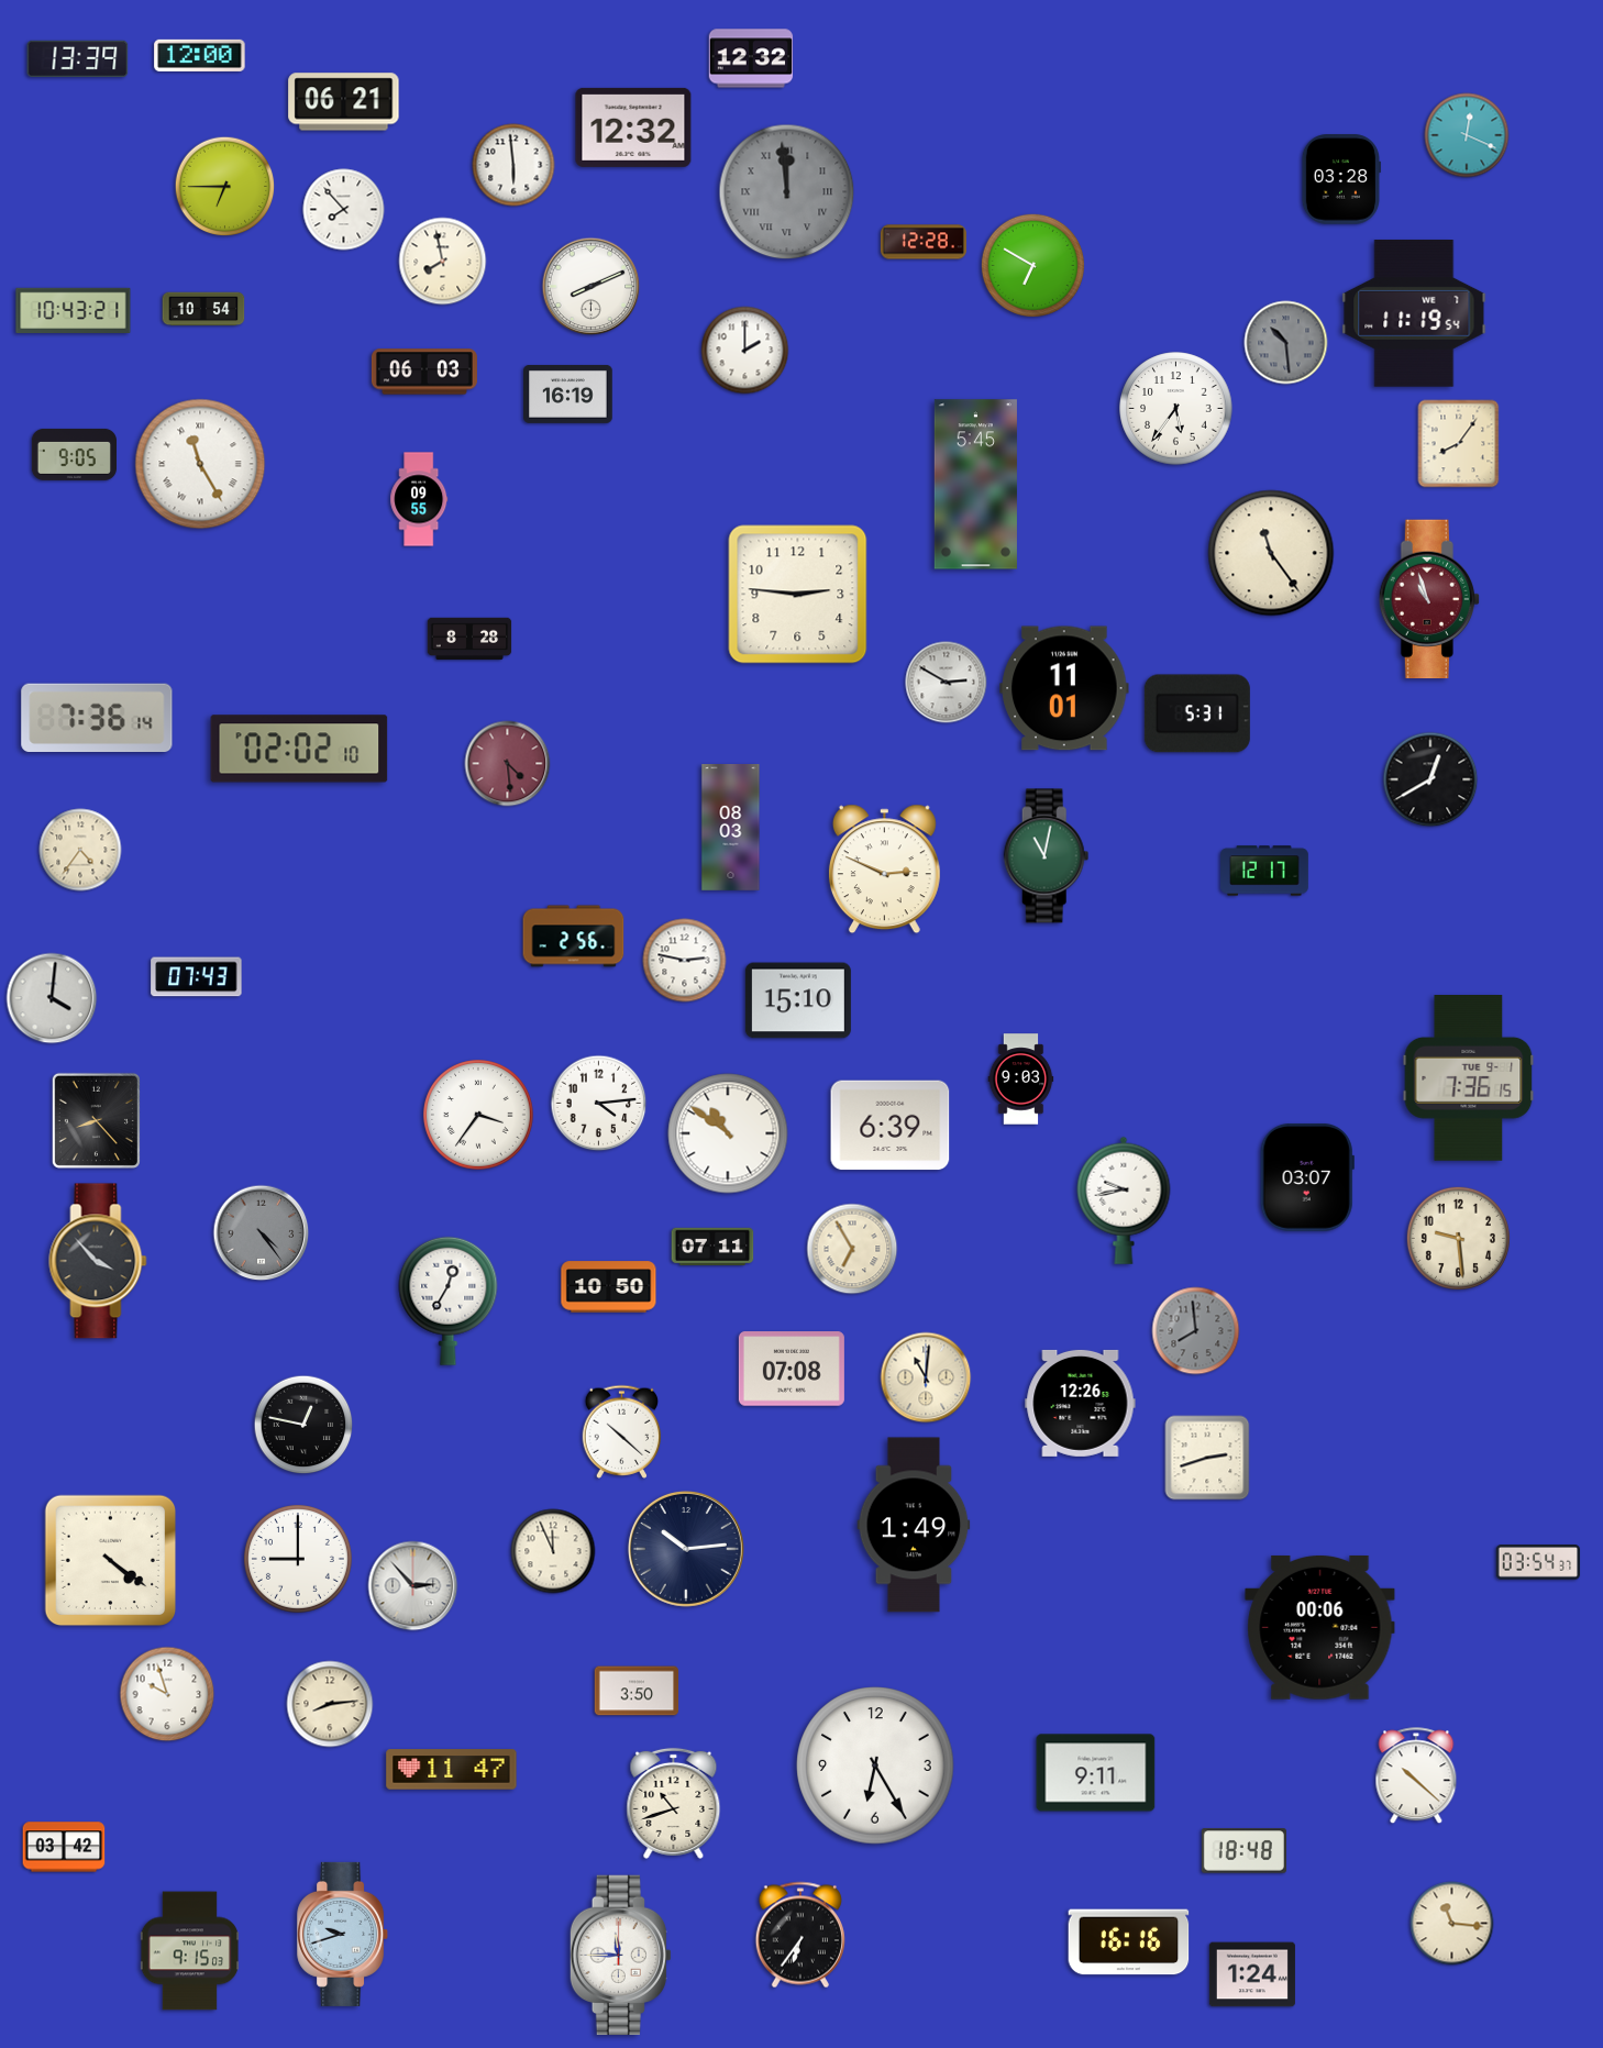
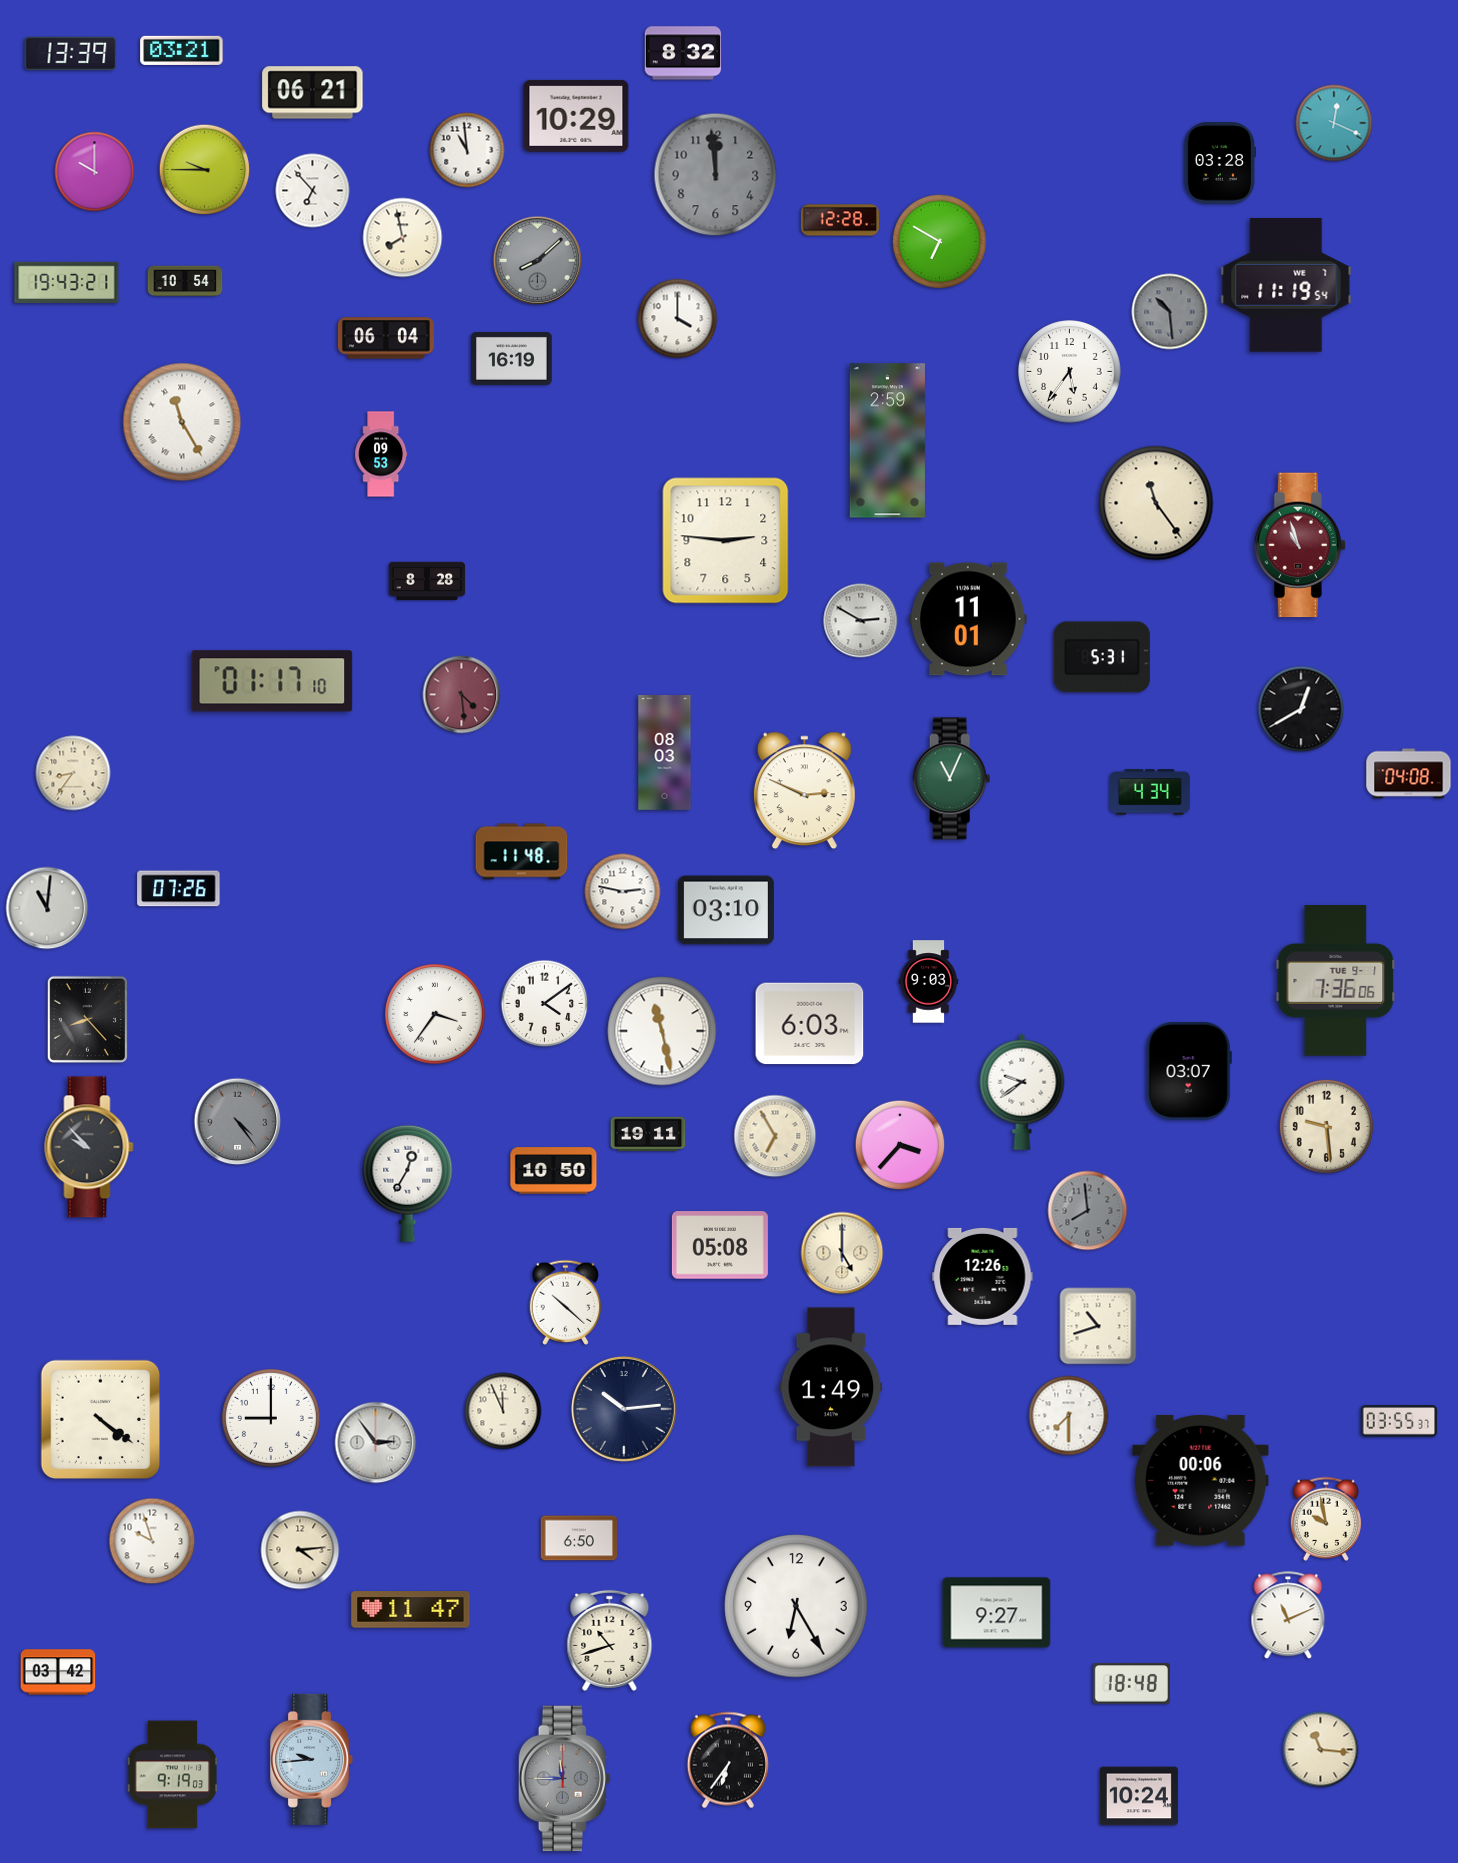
clock at (200, 55): 12:00 -> 03:21
clock at (751, 58): 12:32 -> 8:32
clock at (633, 128): 12:32 -> 10:29
clock at (513, 165): 5:59 -> 10:59
clock at (225, 187): 6:45 -> 9:45
clock at (95, 172): none -> 10:00
clock at (787, 192) numerals: Roman -> Arabic
clock at (344, 210): 7:53 -> 6:53
clock at (592, 287): 8:11 -> 8:08
clock at (592, 287) dial: white -> grey
clock at (74, 310): 10:43 -> 19:43
clock at (745, 351): 2:00 -> 4:00
clock at (424, 372): 06:03 -> 06:04
clock at (568, 394) position: (568, 394) -> (512, 358)
clock at (1459, 444): 8:06 -> none
clock at (74, 454): 9:05 -> none
clock at (975, 485): 5:45 -> 2:59
clock at (419, 499): 09:55 -> 09:53
clock at (1064, 688) position: (1064, 688) -> (968, 619)
clock at (1197, 713) position: (1197, 713) -> (1102, 657)
clock at (97, 717): 7:36 -> none
clock at (299, 749): 02:02 -> 01:17
clock at (80, 850): 4:36 -> 8:36
clock at (1409, 774): none -> 04:08
clock at (1047, 856): 11:02 -> 11:04
clock at (1265, 871): 12:17 -> 4:34
clock at (574, 937): 2:56 -> 11:48
clock at (685, 961) position: (685, 961) -> (623, 892)
clock at (197, 977): 07:43 -> 07:26
clock at (52, 998): 4:01 -> 11:01
clock at (798, 1000): 15:10 -> 03:10
clock at (1469, 1078): 7:36:15 -> 7:36:06
clock at (599, 1104): 4:14 -> 4:09
clock at (891, 1126): 6:39 -> 6:03
clock at (728, 1133): 10:51 -> 11:28
clock at (1124, 1200): 9:43 -> 9:39
clock at (712, 1246): 07:11 -> 19:11
clock at (900, 1145): none -> 3:37
clock at (98, 1261): 3:53 -> 9:53
clock at (792, 1369): 07:08 -> 05:08
clock at (926, 1377): 11:01 -> 5:00
clock at (303, 1425): 12:47 -> none
clock at (1207, 1458): 2:42 -> 10:42
clock at (1069, 1416): none -> 7:30
clock at (1538, 1562): 03:54 -> 03:55
clock at (413, 1586): 2:53 -> 2:54
clock at (1326, 1519): none -> 9:58
clock at (637, 1691): 3:50 -> 6:50
clock at (330, 1704): 8:14 -> 4:14
clock at (1096, 1773): 9:11 -> 9:27
clock at (1416, 1776): 10:22 -> 11:11
clock at (674, 1803) position: (674, 1803) -> (610, 1640)
clock at (64, 1847) position: (64, 1847) -> (58, 1672)
clock at (343, 1934): 9:42 -> 9:44
clock at (1129, 1942): 16:16 -> none
clock at (189, 1951): 9:15 -> 9:19
clock at (620, 1956) dial: white -> grey
clock at (1252, 1974): 1:24 -> 10:24
